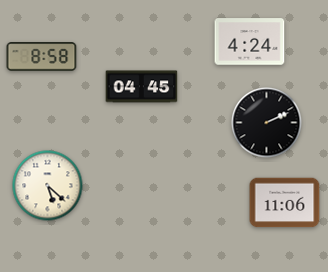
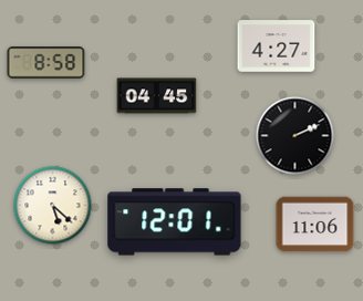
clock at (250, 42): 4:24 -> 4:27
clock at (175, 222): none -> 12:01
